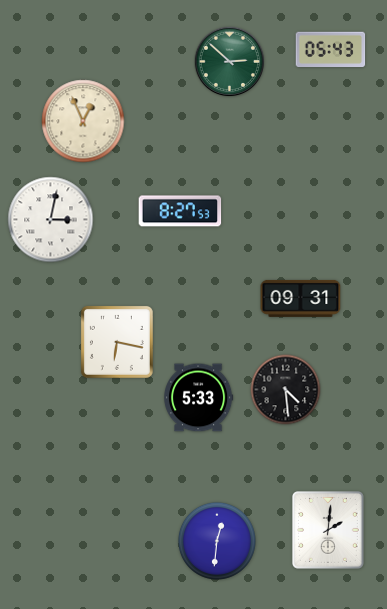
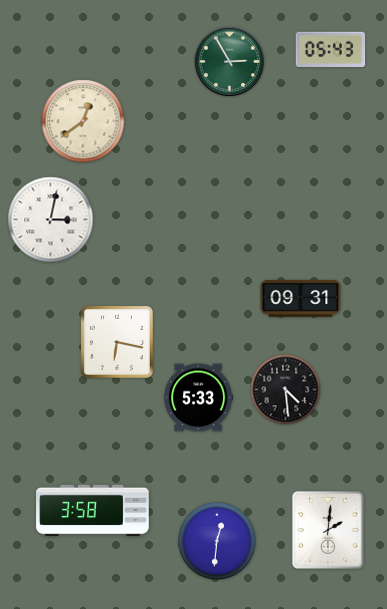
clock at (230, 62): 2:52 -> 2:55
clock at (83, 121): 12:56 -> 12:39
clock at (180, 211): 8:27 -> none
clock at (93, 511): none -> 3:58
